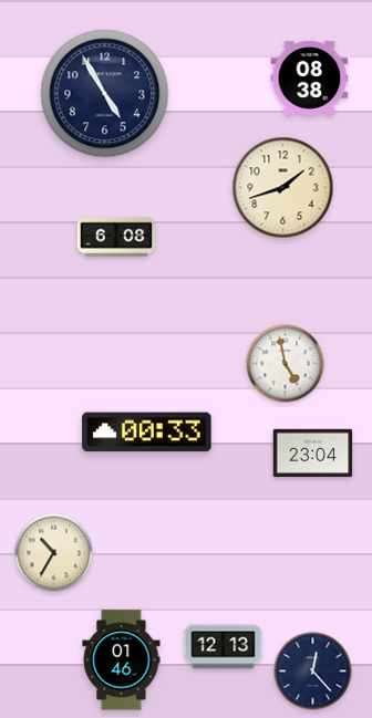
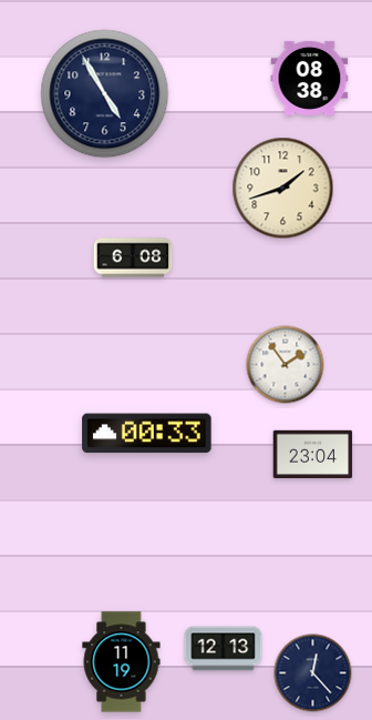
clock at (116, 237) position: (116, 237) -> (133, 257)
clock at (286, 364): 4:58 -> 1:54
clock at (54, 553): 10:35 -> none
clock at (122, 660): 01:46 -> 11:19
